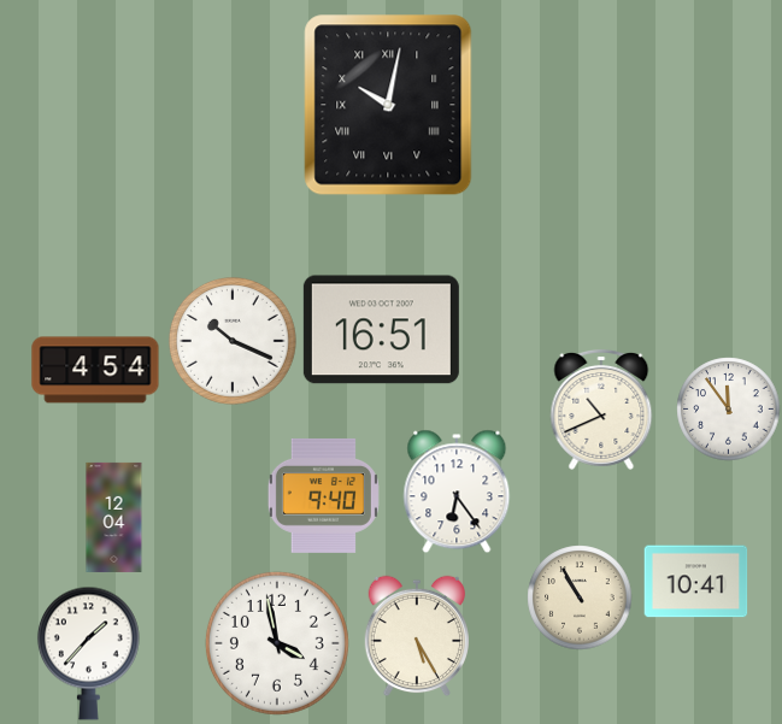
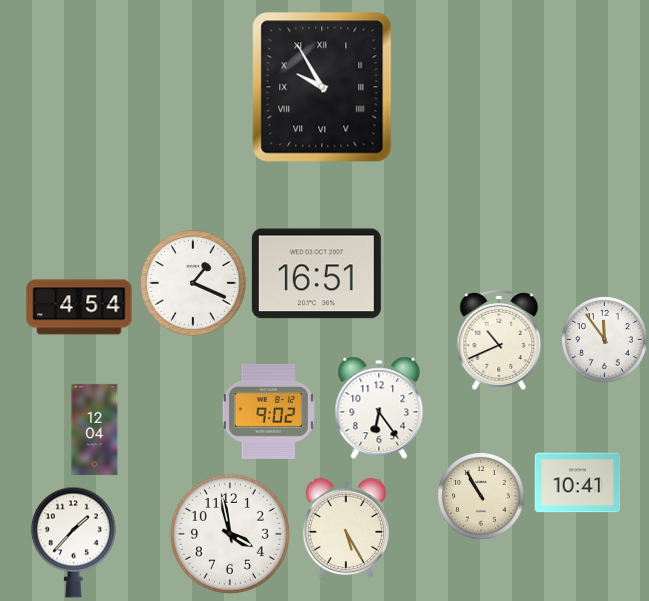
clock at (388, 105): 10:02 -> 9:55
clock at (233, 341): 10:19 -> 1:19
clock at (323, 495): 9:40 -> 9:02
